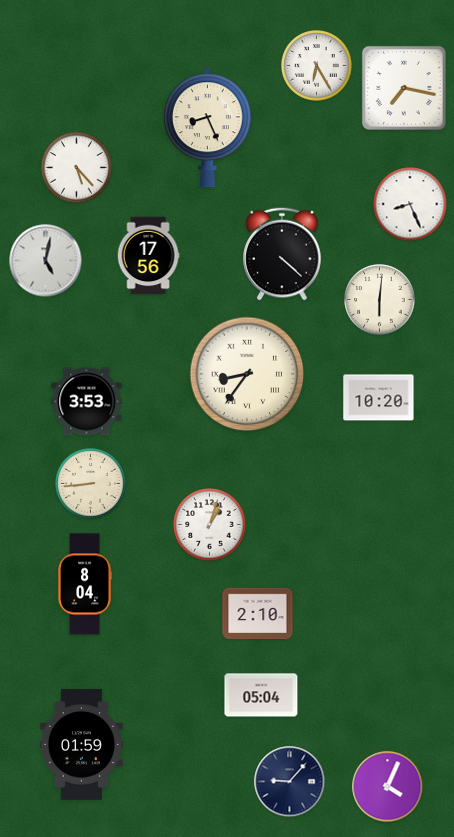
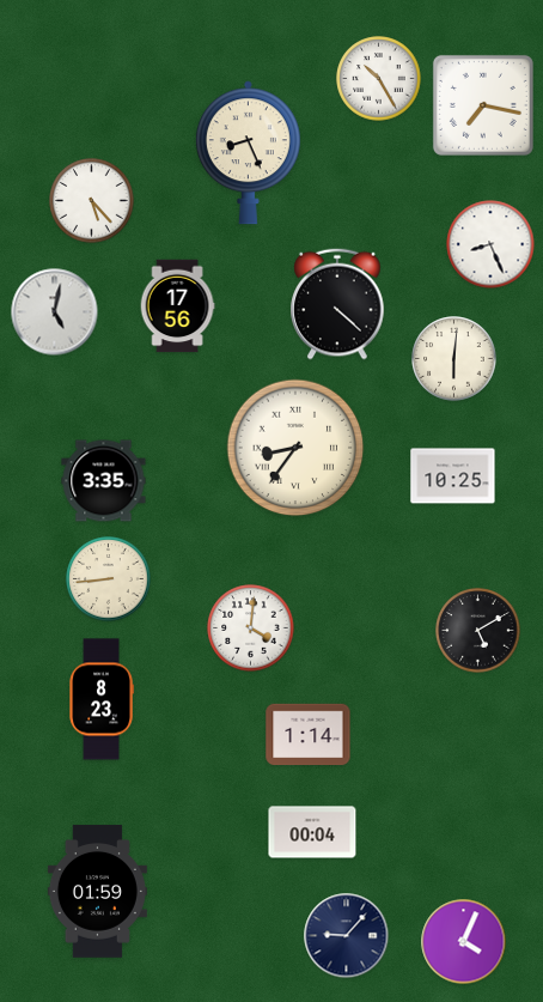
clock at (317, 66): 6:25 -> 10:25
clock at (379, 398): 10:20 -> 10:25
clock at (87, 402): 3:53 -> 3:35
clock at (210, 525): 1:03 -> 4:01
clock at (478, 631): none -> 5:10
clock at (85, 584): 8:04 -> 8:23
clock at (258, 614): 2:10 -> 1:14
clock at (261, 695): 05:04 -> 00:04
